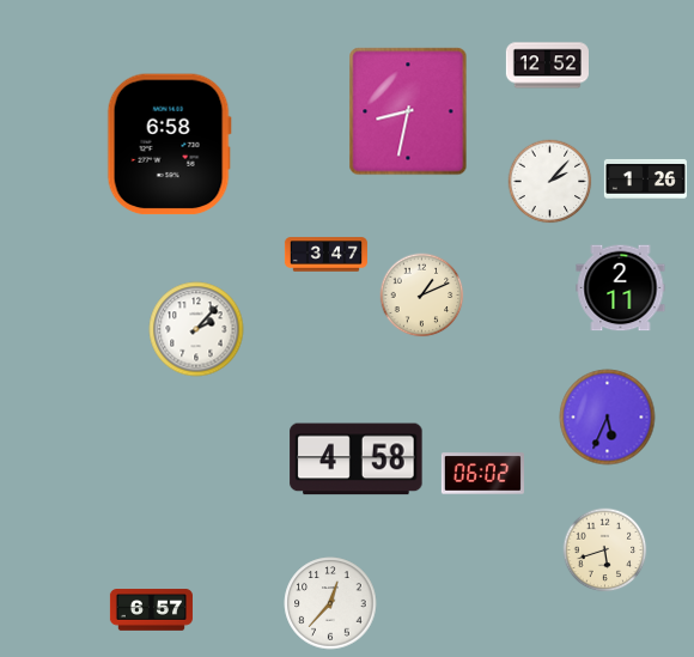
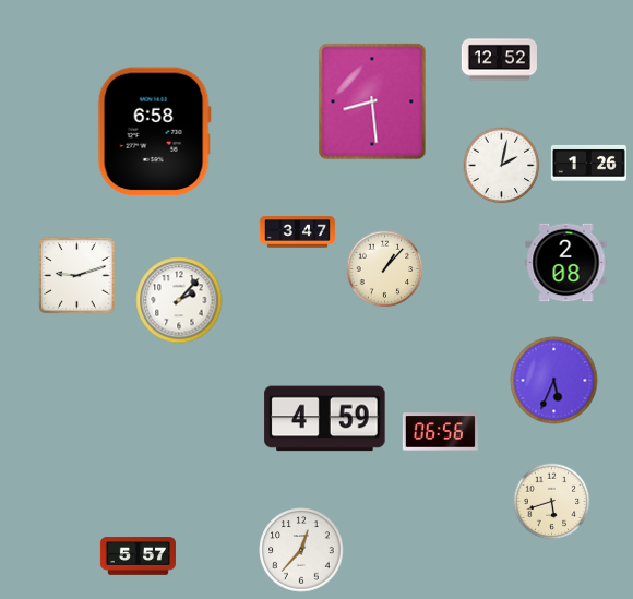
clock at (408, 111): 8:32 -> 8:29
clock at (550, 182): 2:07 -> 2:02
clock at (621, 288): 2:11 -> 2:08
clock at (422, 296): 1:11 -> 1:07
clock at (77, 276): none -> 9:12
clock at (357, 460): 4:58 -> 4:59
clock at (482, 474): 06:02 -> 06:56
clock at (151, 610): 6:57 -> 5:57
